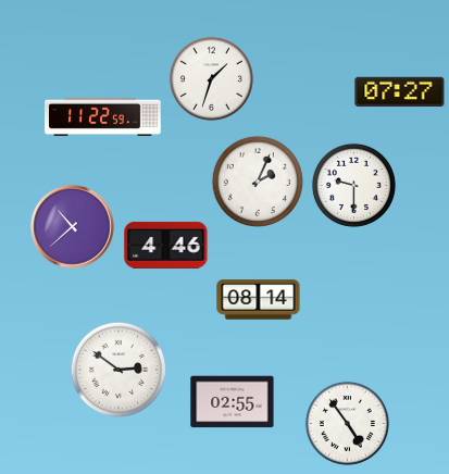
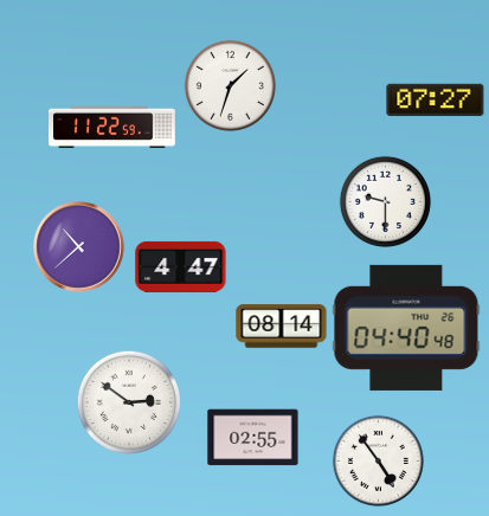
clock at (258, 182): 2:04 -> none
clock at (166, 245): 4:46 -> 4:47
clock at (406, 328): none -> 04:40
